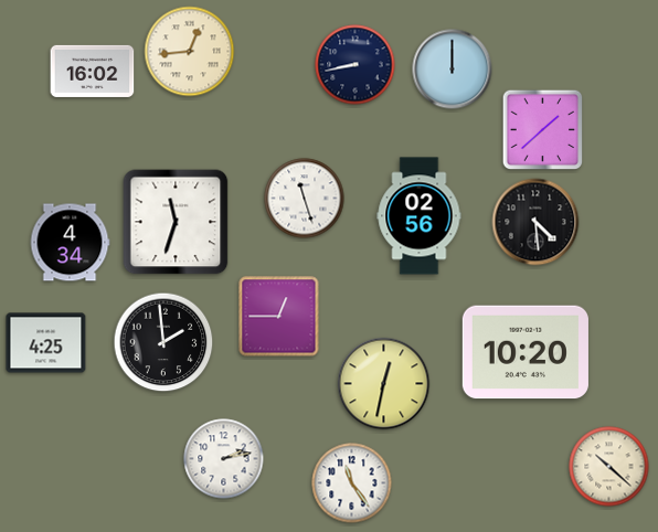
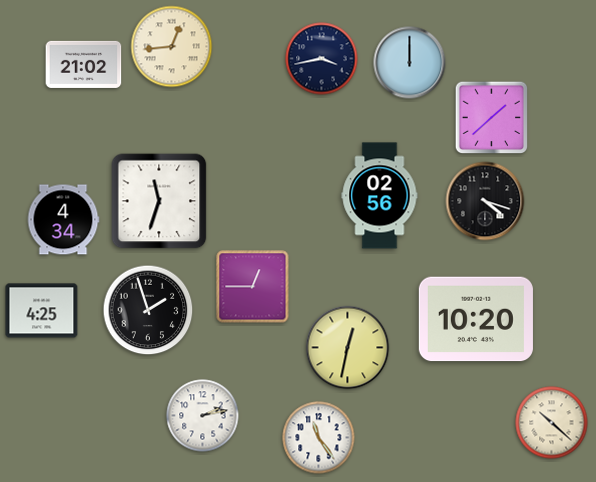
clock at (355, 65): 8:43 -> 3:43
clock at (93, 71): 16:02 -> 21:02
clock at (305, 199): 11:27 -> none
clock at (535, 222): 4:29 -> 4:18
clock at (163, 342): 1:59 -> 1:57
